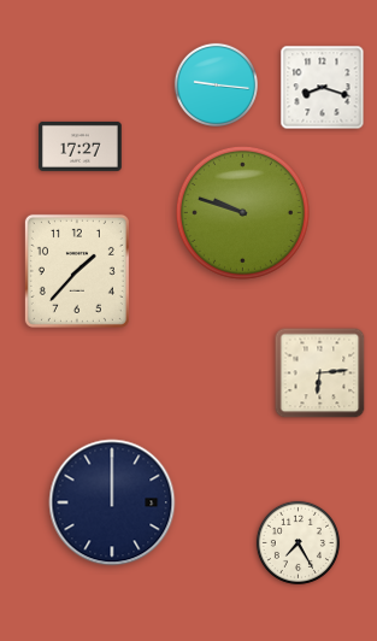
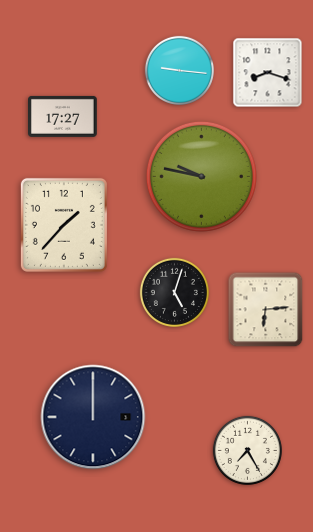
clock at (81, 146) position: (81, 146) -> (63, 116)
clock at (242, 212): 9:48 -> 9:47
clock at (174, 292): none -> 5:03
